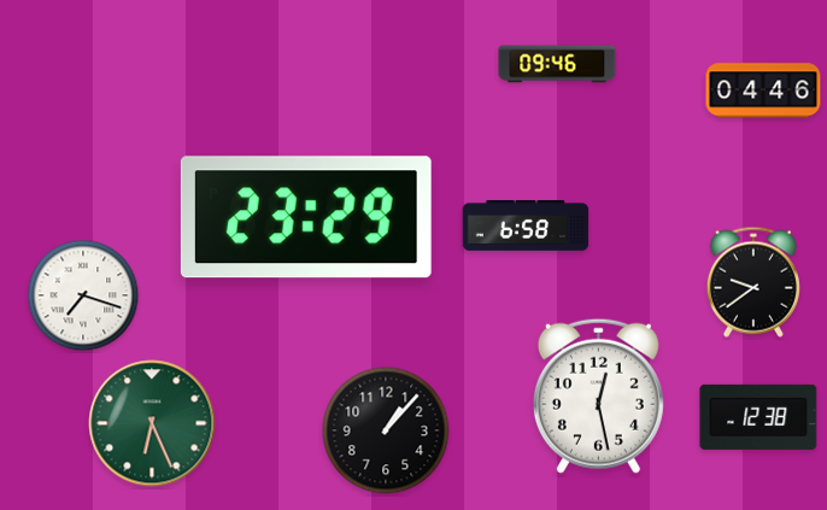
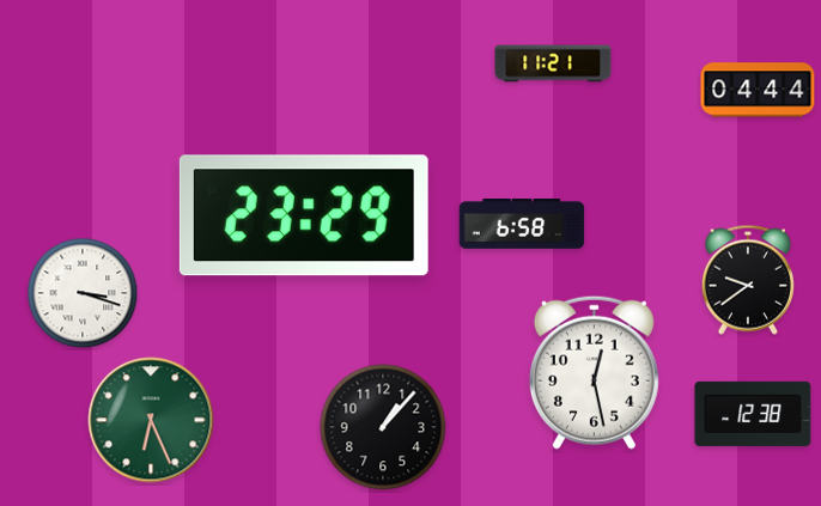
clock at (557, 64): 09:46 -> 11:21
clock at (763, 90): 04:46 -> 04:44
clock at (83, 295): 7:18 -> 3:18
clock at (598, 395) position: (598, 395) -> (594, 372)
